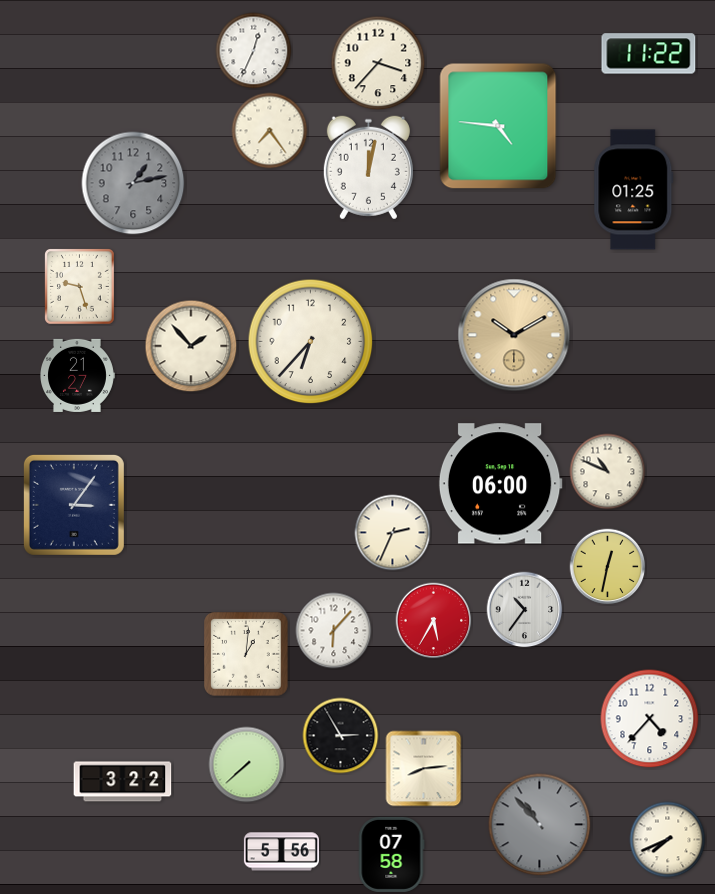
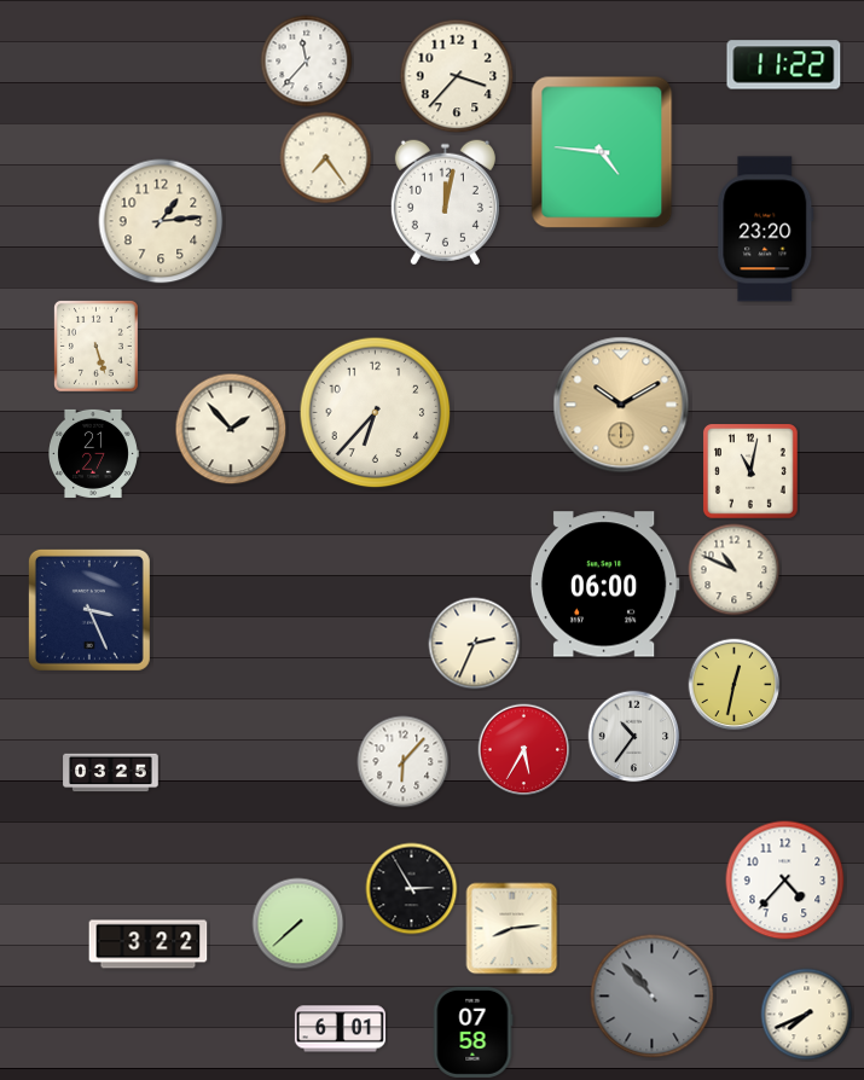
clock at (254, 51): 12:34 -> 11:37
clock at (133, 183): 1:13 -> 1:14
clock at (133, 183) dial: grey -> cream
clock at (634, 190): 01:25 -> 23:20
clock at (80, 287): 9:27 -> 5:27
clock at (191, 346) position: (191, 346) -> (231, 429)
clock at (750, 471): none -> 11:02
clock at (74, 505): 3:06 -> 3:26
clock at (111, 773): none -> 03:25
clock at (246, 654): 1:01 -> none
clock at (650, 719) position: (650, 719) -> (785, 881)
clock at (281, 852): 5:56 -> 6:01
